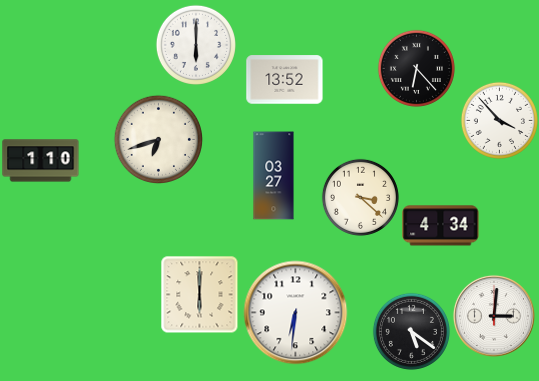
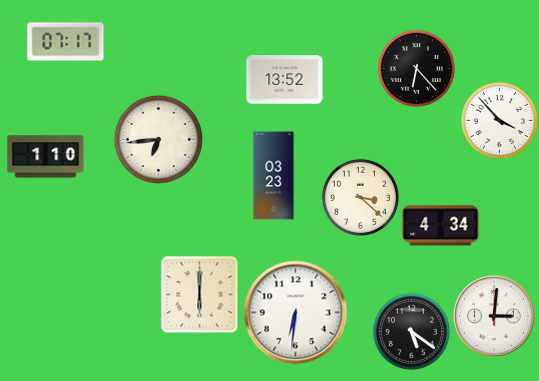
clock at (66, 42): none -> 07:17
clock at (196, 45): 6:00 -> none
clock at (158, 139): 6:42 -> 6:44
clock at (41, 161) position: (41, 161) -> (46, 157)
clock at (274, 176): 03:27 -> 03:23
